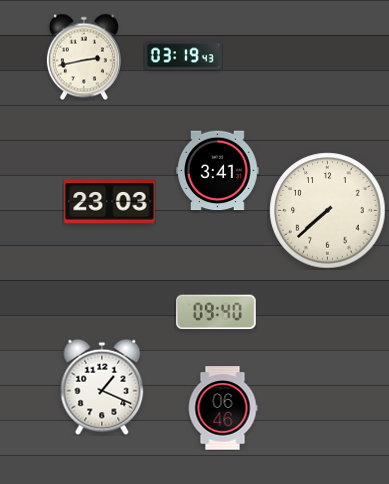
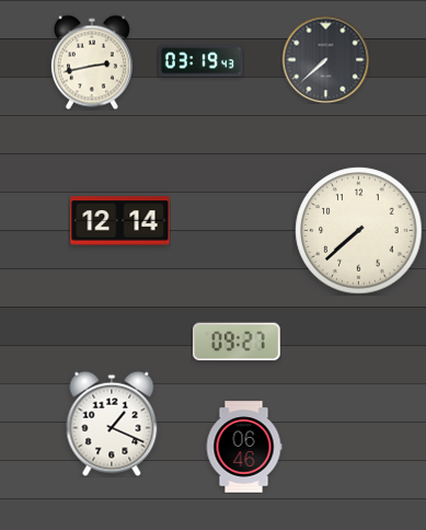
clock at (325, 59): none -> 7:38
clock at (218, 171): 3:41 -> none
clock at (110, 202): 23:03 -> 12:14
clock at (216, 312): 09:40 -> 09:27
